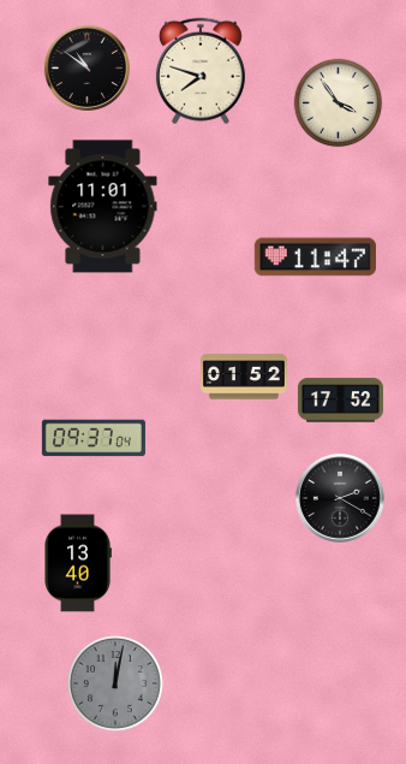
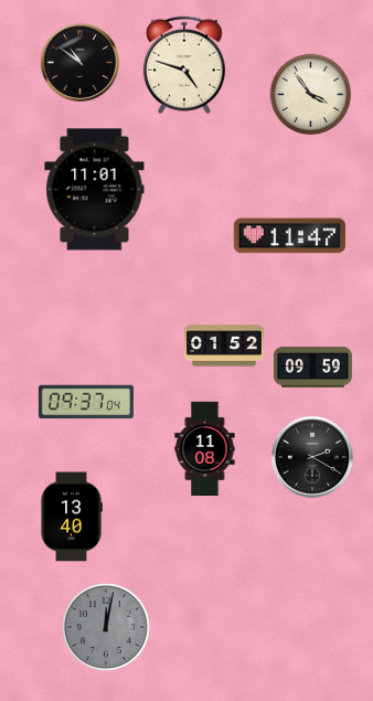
clock at (201, 71): 7:48 -> 4:48
clock at (340, 401): 17:52 -> 09:59
clock at (205, 449): none -> 11:08
